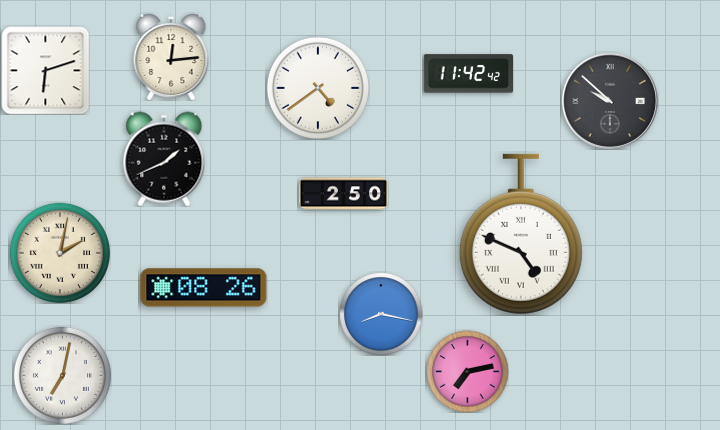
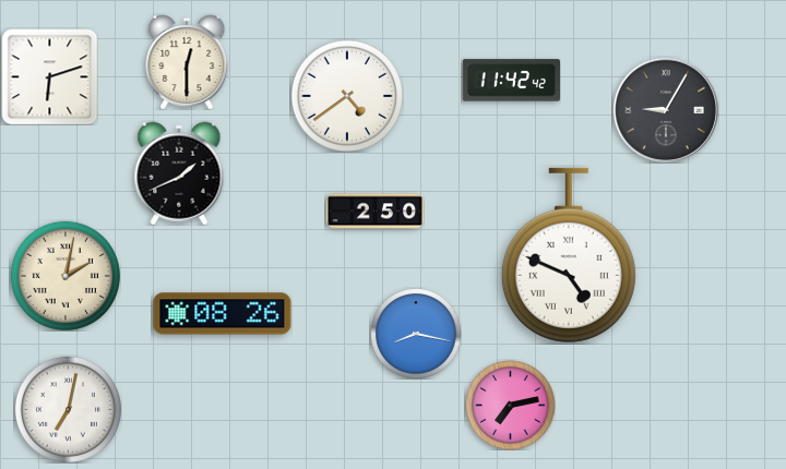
clock at (171, 57): 12:14 -> 12:30
clock at (610, 101): 9:52 -> 9:05
clock at (381, 314) position: (381, 314) -> (416, 334)
